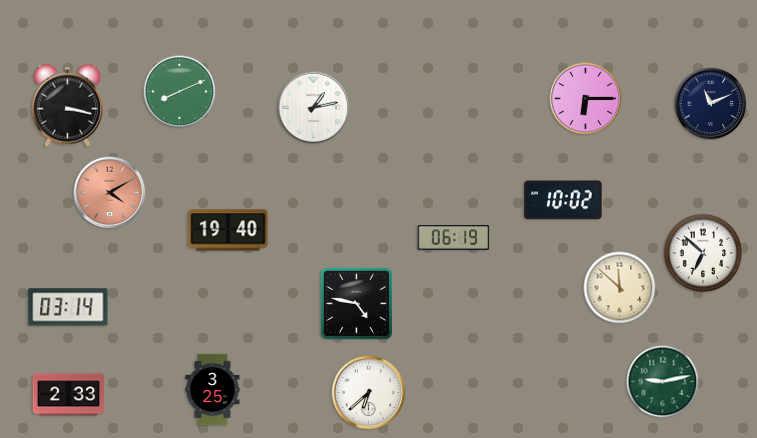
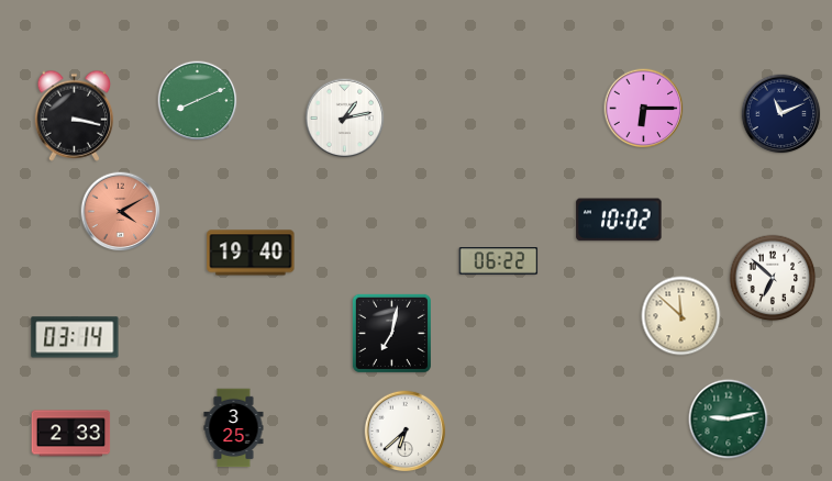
clock at (454, 238): 06:19 -> 06:22
clock at (356, 303): 4:47 -> 7:02
clock at (69, 395) position: (69, 395) -> (71, 434)
